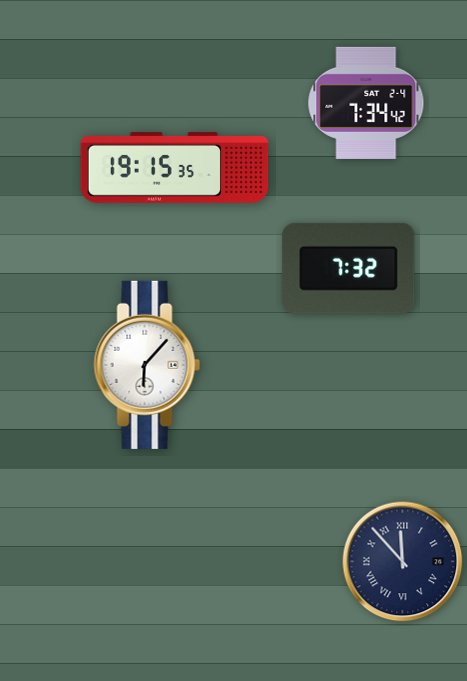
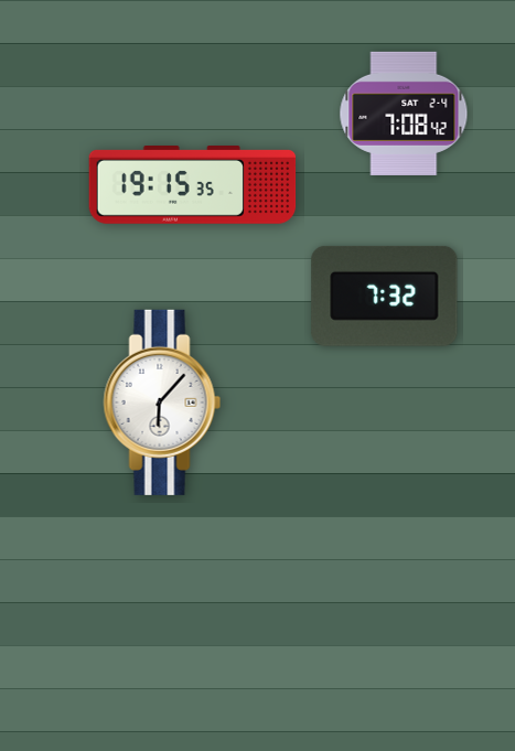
clock at (366, 103): 7:34 -> 7:08
clock at (403, 562): 11:53 -> none
